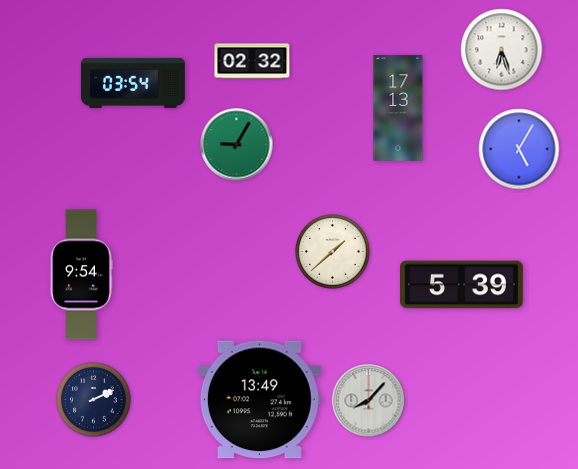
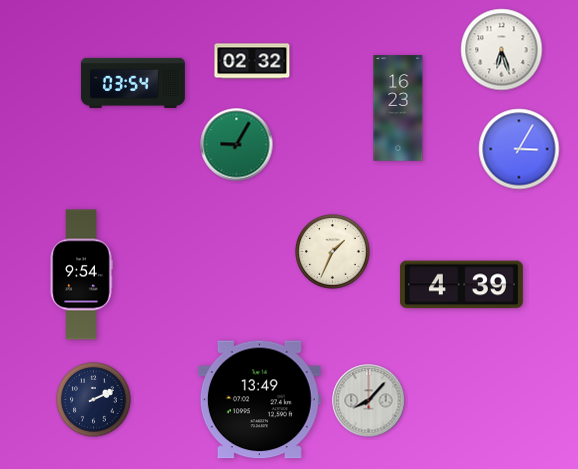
clock at (398, 108): 17:13 -> 16:23
clock at (519, 149): 5:05 -> 3:05
clock at (333, 252): 1:38 -> 1:34
clock at (461, 285): 5:39 -> 4:39
